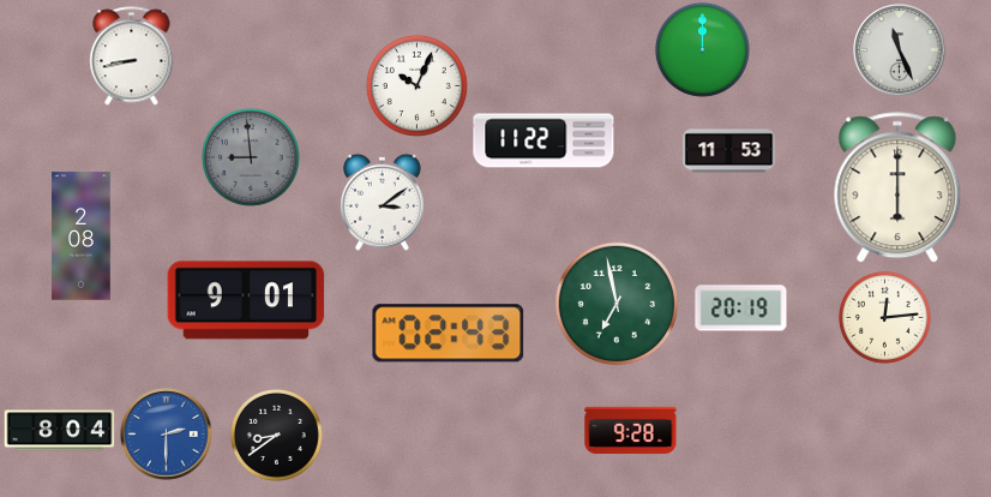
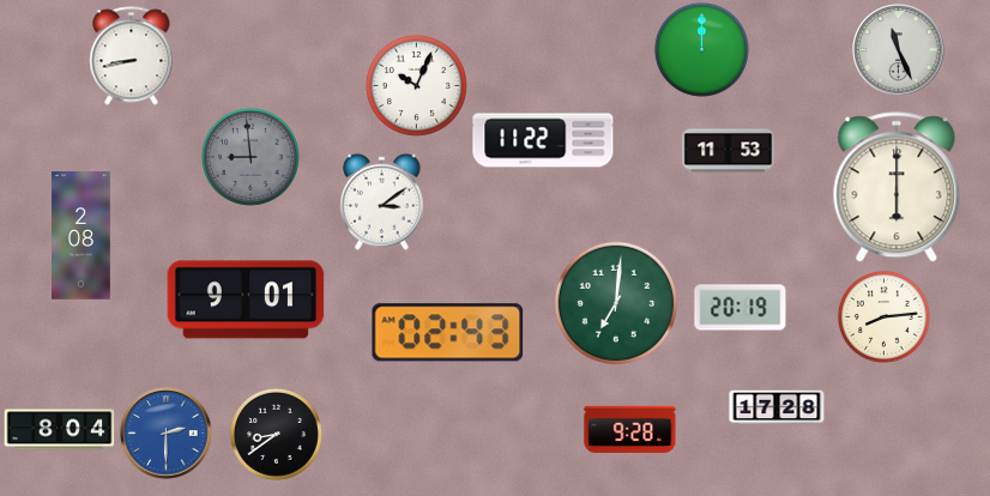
clock at (615, 303): 6:58 -> 7:01
clock at (884, 317): 12:14 -> 8:14
clock at (777, 407): none -> 17:28
